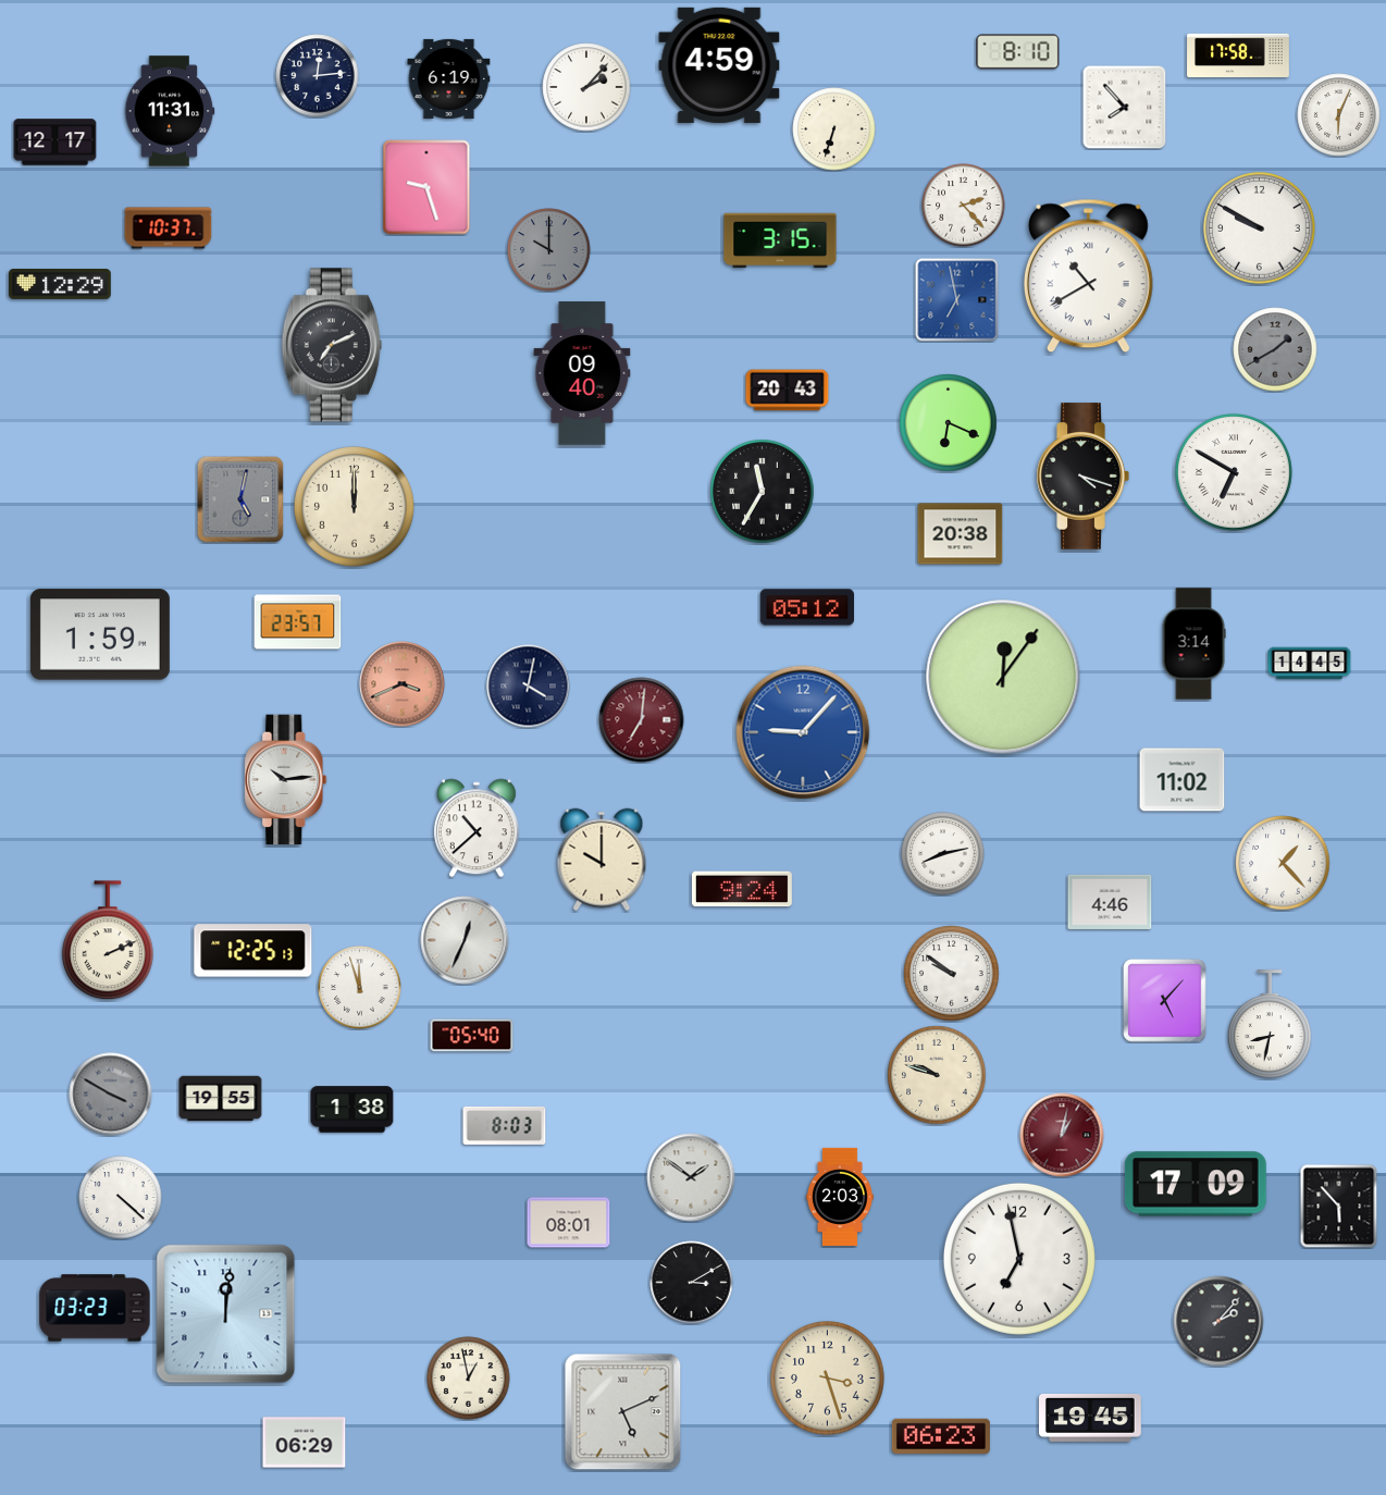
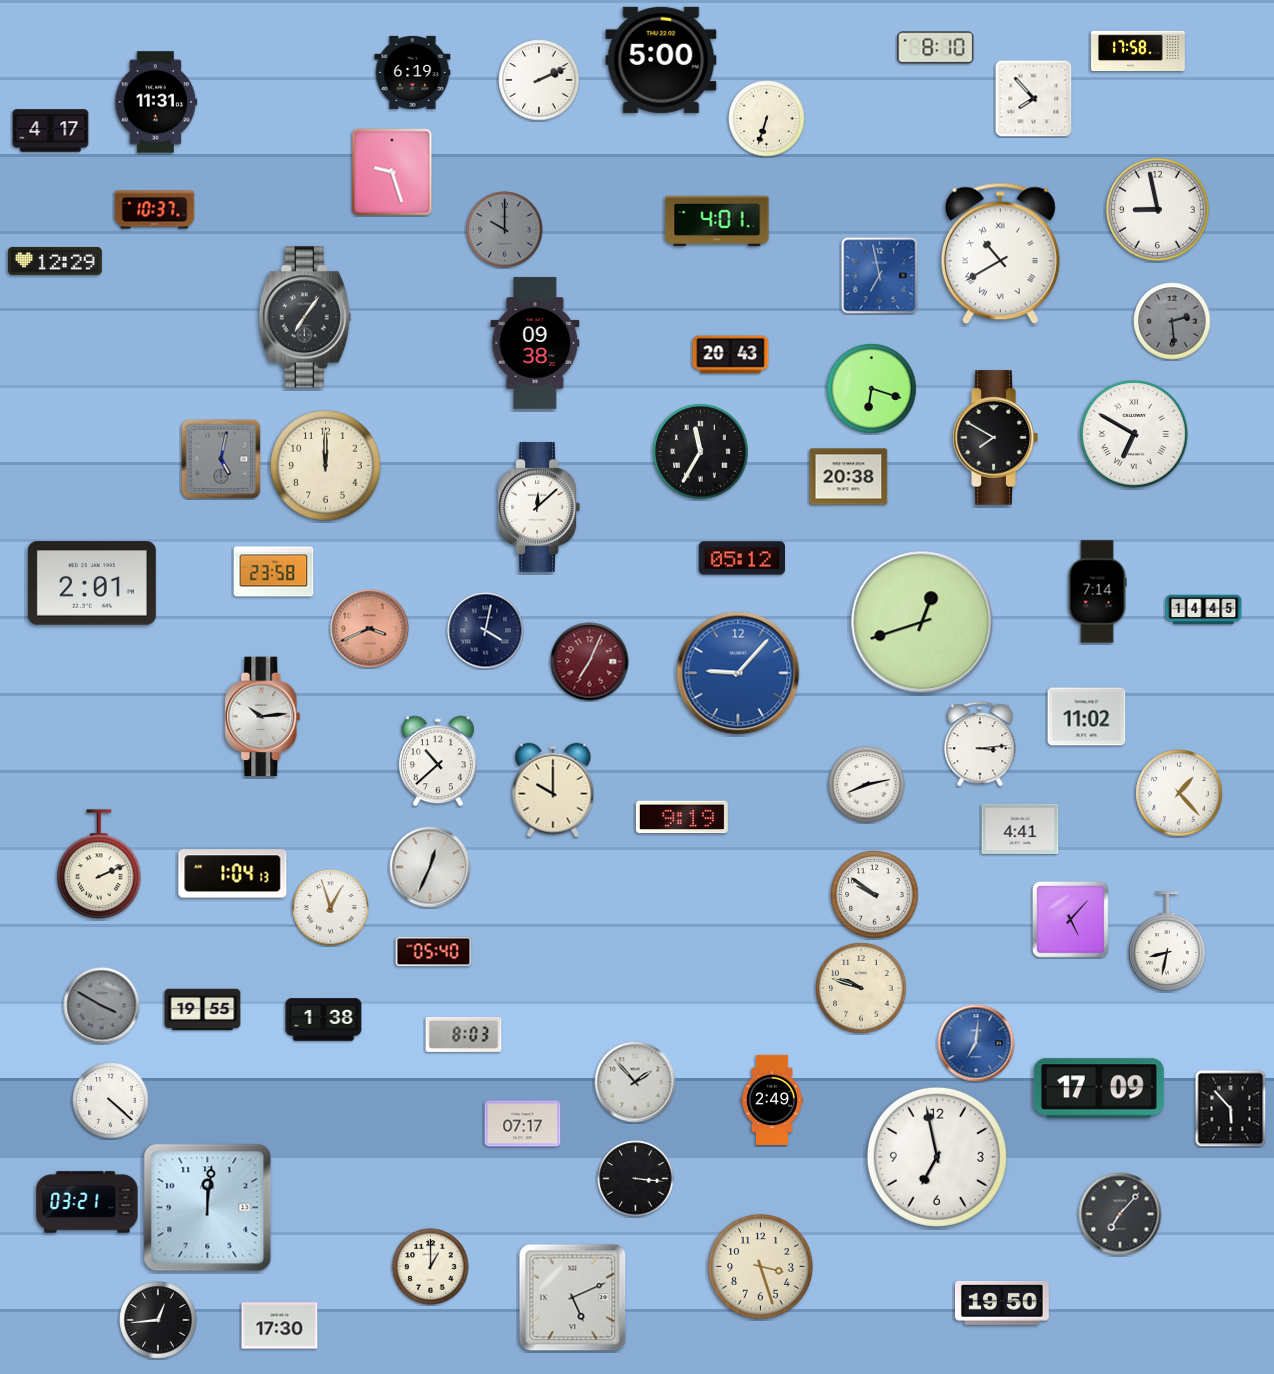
clock at (719, 65): 4:59 -> 5:00
clock at (318, 76): 12:14 -> none
clock at (586, 87): 2:07 -> 2:11
clock at (1339, 115): 6:04 -> none
clock at (55, 143): 12:17 -> 4:17
clock at (964, 206): 2:23 -> none
clock at (1260, 228): 9:50 -> 8:58
clock at (780, 240): 3:15 -> 4:01
clock at (332, 345): 7:11 -> 7:06
clock at (1275, 349): 1:40 -> 2:29
clock at (582, 373): 09:40 -> 09:38
clock at (788, 391) position: (788, 391) -> (731, 355)
clock at (949, 423): 6:19 -> 6:18
clock at (1082, 477): 4:18 -> 7:50
clock at (961, 534) position: (961, 534) -> (849, 477)
clock at (539, 507): none -> 12:08
clock at (298, 622): 23:57 -> 23:58
clock at (100, 634): 1:59 -> 2:01
clock at (1193, 644): 3:14 -> 7:14
clock at (1003, 677): 12:06 -> 12:42
clock at (642, 720): 7:01 -> 7:04
clock at (980, 744): none -> 3:14
clock at (742, 889): 9:24 -> 9:19
clock at (1110, 902): 4:46 -> 4:41
clock at (465, 940) position: (465, 940) -> (430, 867)
clock at (253, 951): 12:25 -> 1:04
clock at (360, 988): 11:57 -> 12:57
clock at (1062, 1135): 1:02 -> 7:01
clock at (1062, 1135) dial: burgundy -> blue
clock at (691, 1177): 1:51 -> 1:53
clock at (840, 1197): 2:03 -> 2:49
clock at (569, 1223): 08:01 -> 07:17
clock at (692, 1283): 3:10 -> 3:16
clock at (95, 1308): 03:23 -> 03:21
clock at (1218, 1321): 2:07 -> 7:07
clock at (469, 1379): 12:58 -> 1:00
clock at (1091, 1418): 19:45 -> 19:50
clock at (158, 1320): none -> 12:44
clock at (941, 1436): 06:23 -> none
clock at (305, 1443): 06:29 -> 17:30
